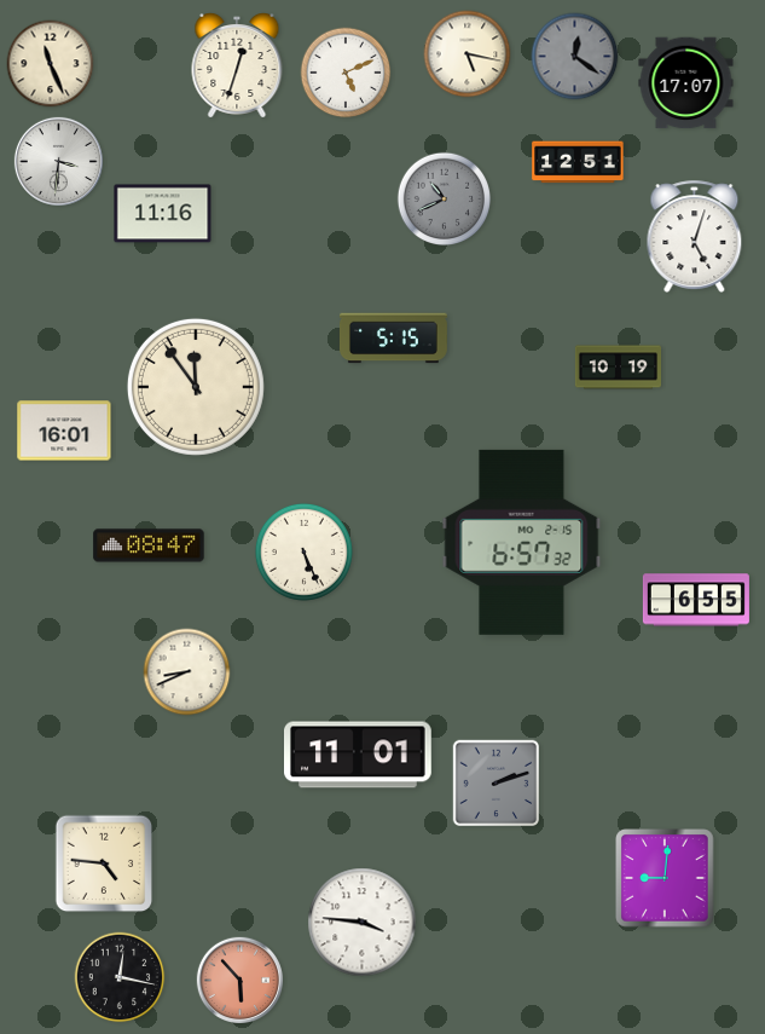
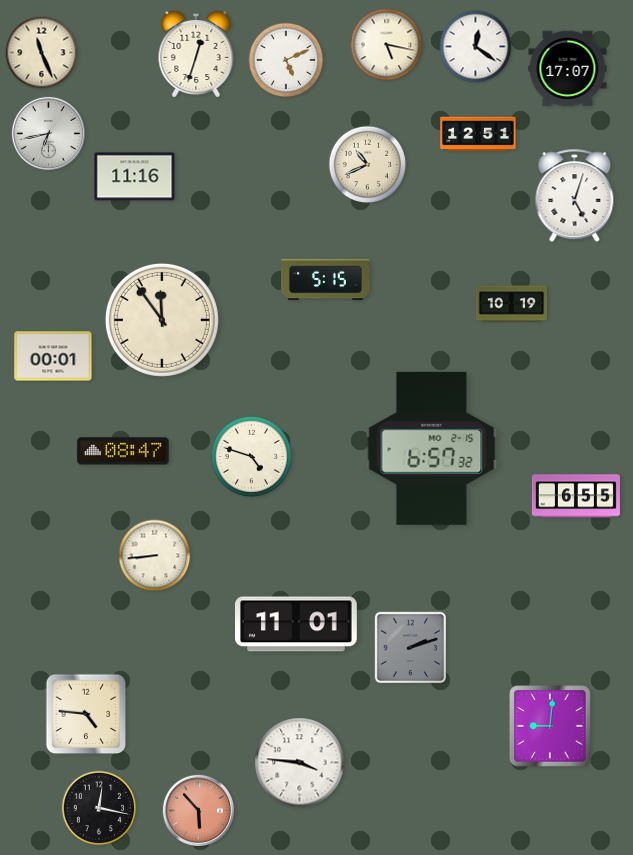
clock at (575, 57) dial: grey -> white
clock at (58, 161): 3:31 -> 6:43
clock at (445, 200) dial: grey -> cream
clock at (64, 431): 16:01 -> 00:01
clock at (303, 551): 5:26 -> 4:48
clock at (187, 672): 8:41 -> 8:44
